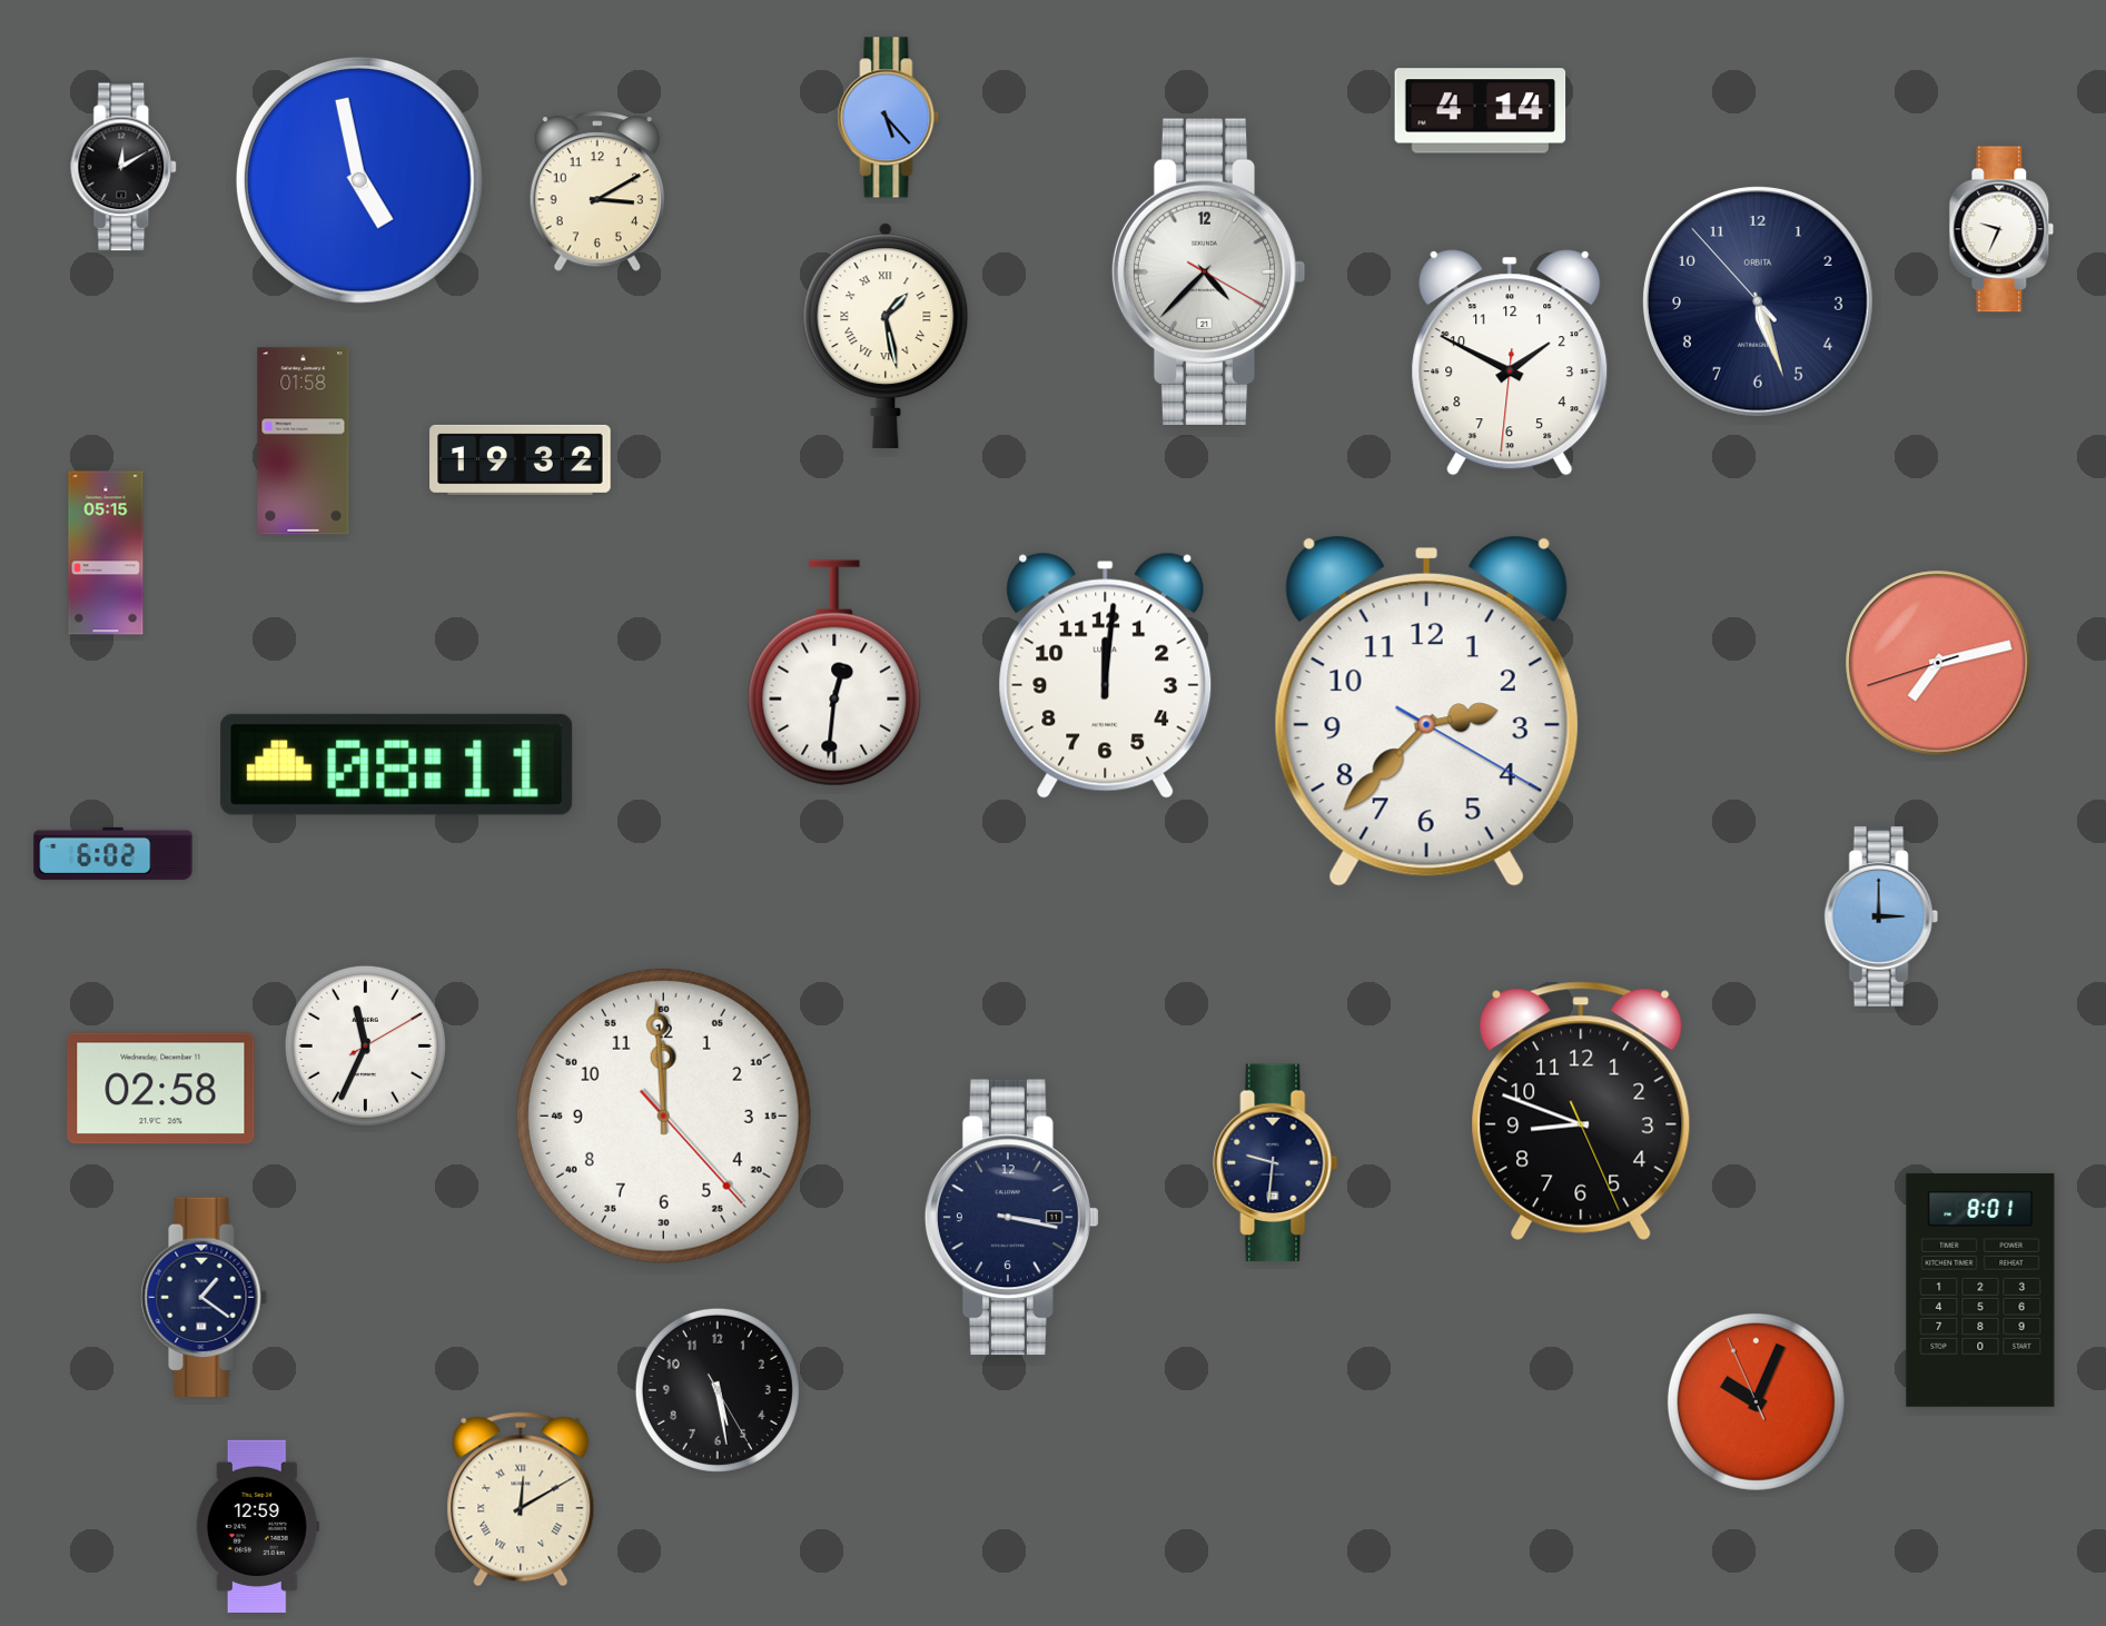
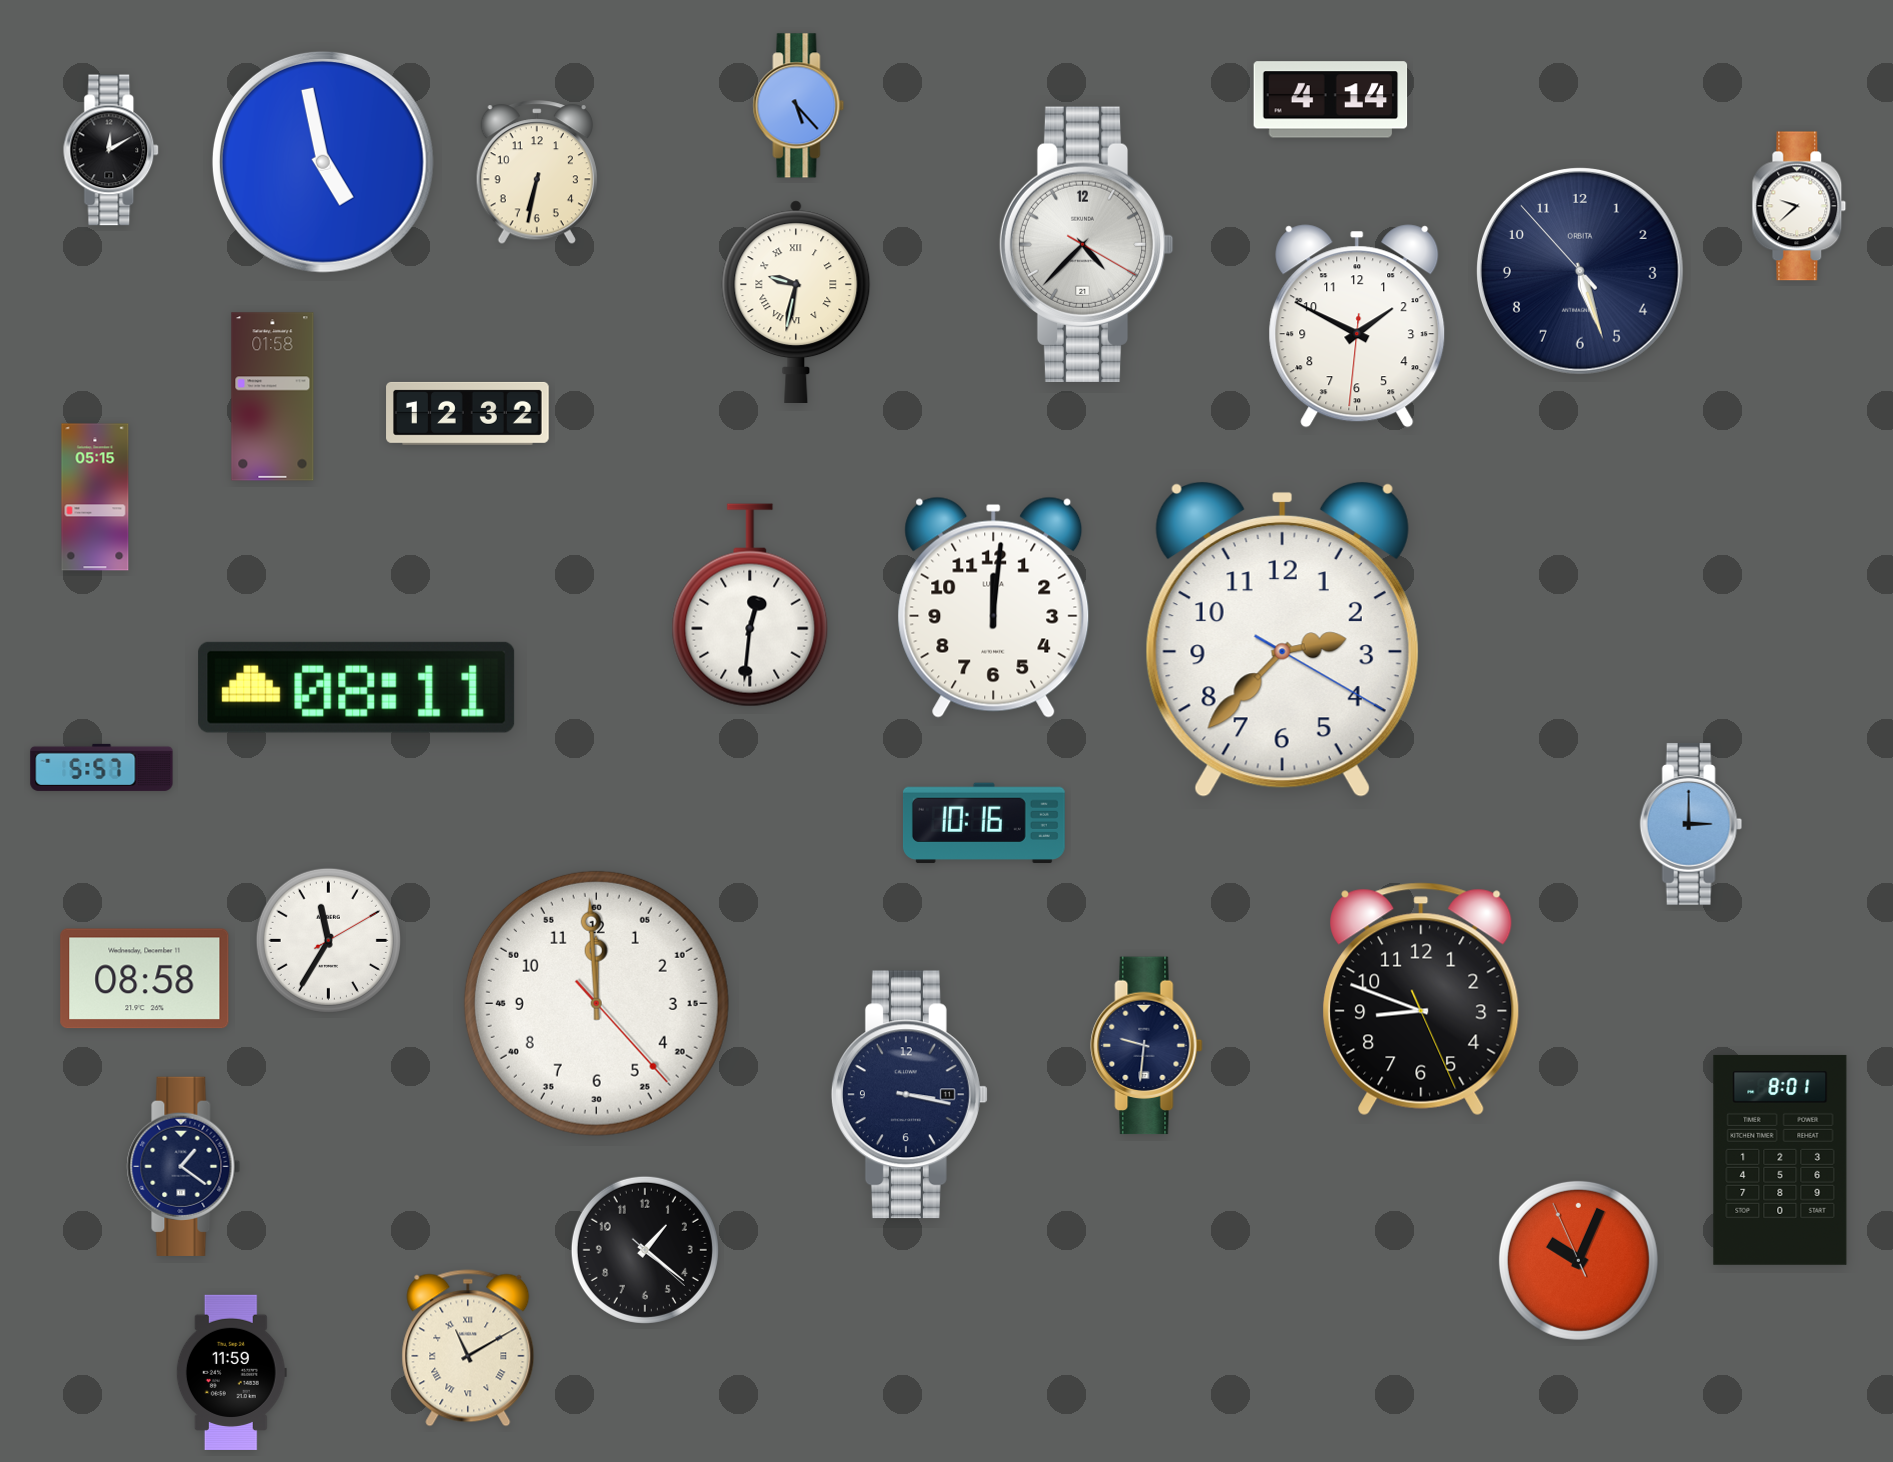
clock at (597, 192): 3:10 -> 6:32
clock at (2001, 229): 9:34 -> 9:38
clock at (886, 335): 1:28 -> 9:32
clock at (521, 459): 19:32 -> 12:32
clock at (1938, 663): 7:12 -> none
clock at (113, 853): 6:02 -> 5:57
clock at (984, 823): none -> 10:16
clock at (365, 1045): 11:34 -> 11:35
clock at (161, 1089): 02:58 -> 08:58
clock at (718, 1390): 5:28 -> 1:21
clock at (521, 1499): 12:10 -> 11:10
clock at (257, 1527): 12:59 -> 11:59
